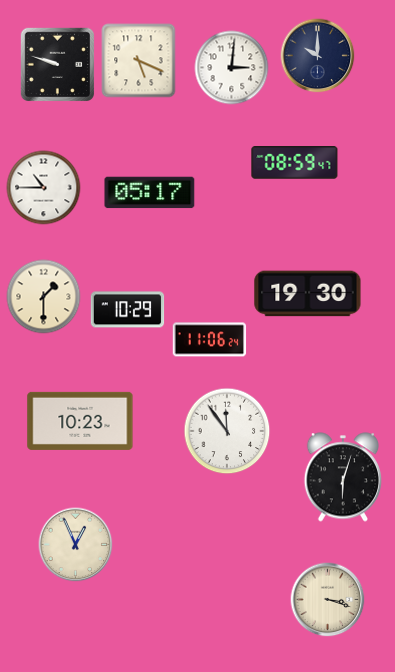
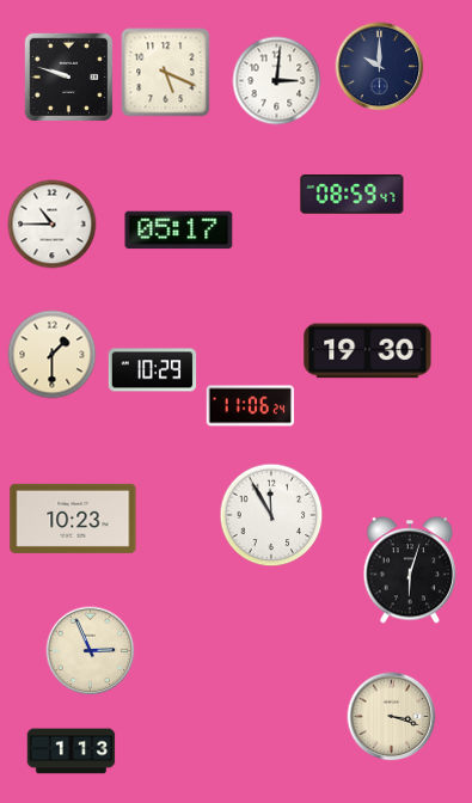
clock at (80, 421) position: (80, 421) -> (73, 519)
clock at (227, 431): 11:54 -> 11:55
clock at (76, 545): 12:56 -> 2:56
clock at (72, 752): none -> 1:13
